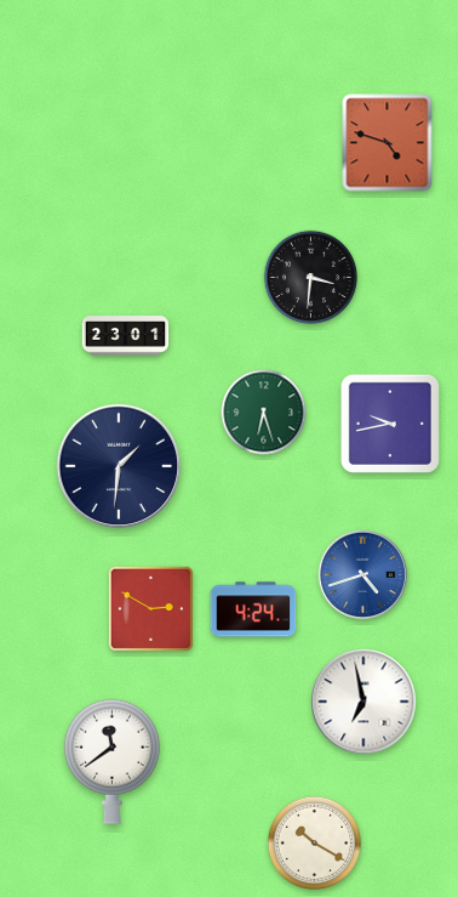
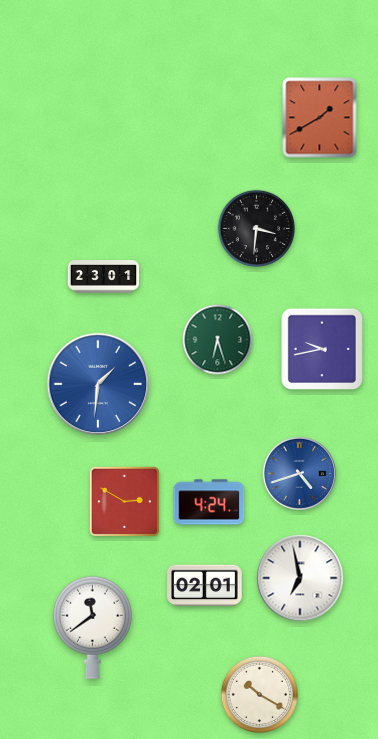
clock at (388, 143): 4:48 -> 1:40
clock at (119, 466) dial: navy -> blue
clock at (205, 586): none -> 02:01
